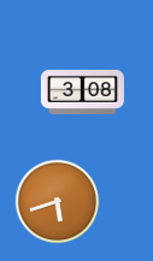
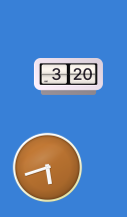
clock at (82, 93): 3:08 -> 3:20
